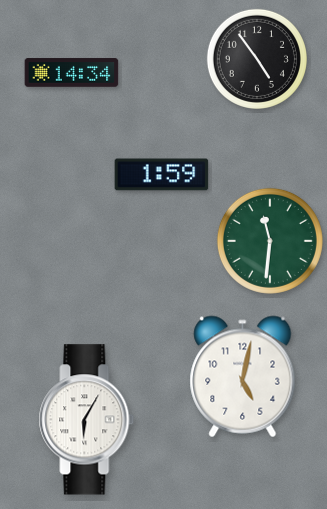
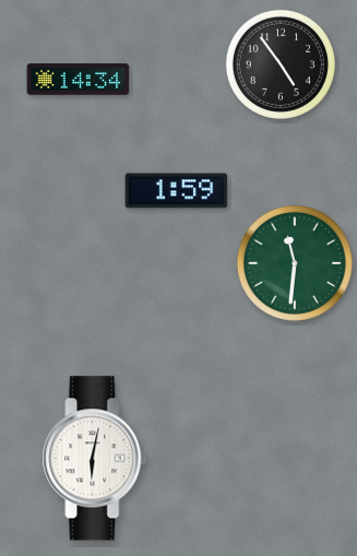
clock at (243, 377): 5:02 -> none
clock at (87, 420): 6:05 -> 6:02
